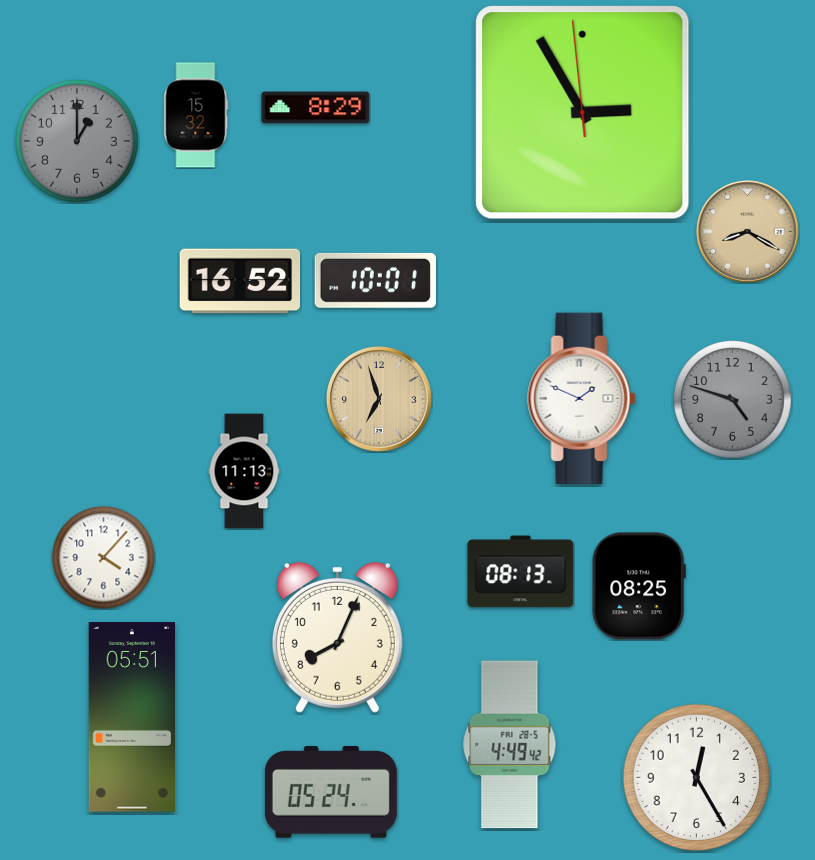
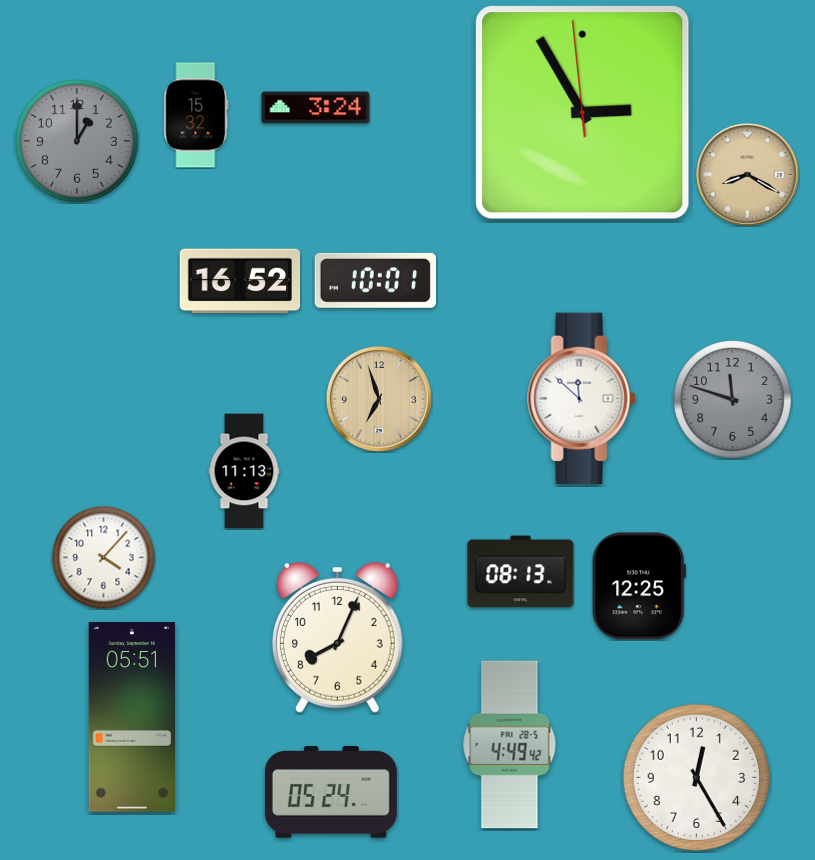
clock at (316, 108): 8:29 -> 3:24
clock at (748, 232) position: (748, 232) -> (748, 175)
clock at (582, 398): 1:49 -> 11:52
clock at (733, 400): 4:48 -> 11:48
clock at (639, 586): 08:25 -> 12:25
